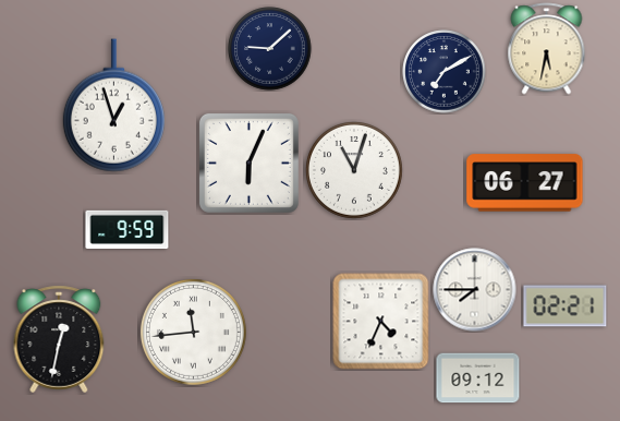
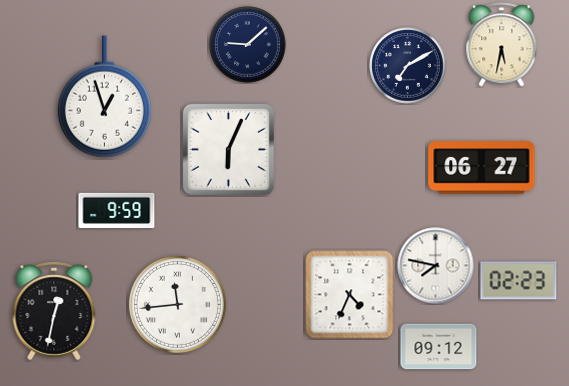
clock at (355, 171): 11:03 -> none
clock at (475, 290): 7:45 -> 7:47
clock at (566, 306): 02:21 -> 02:23
